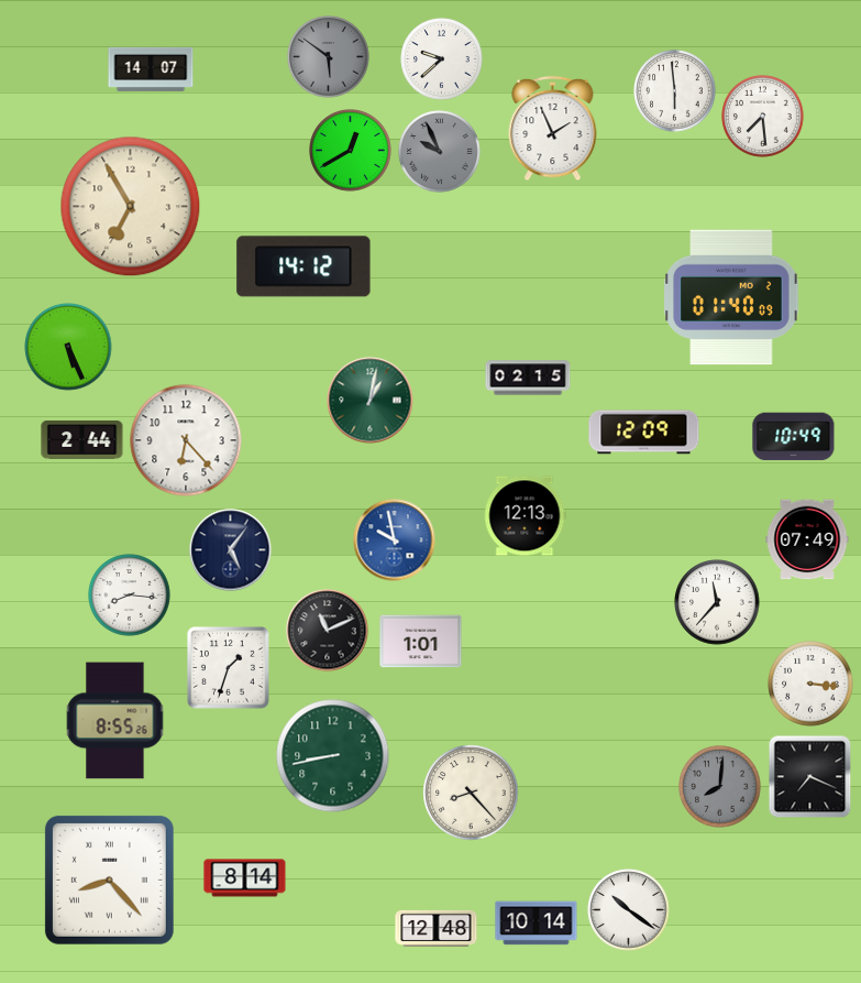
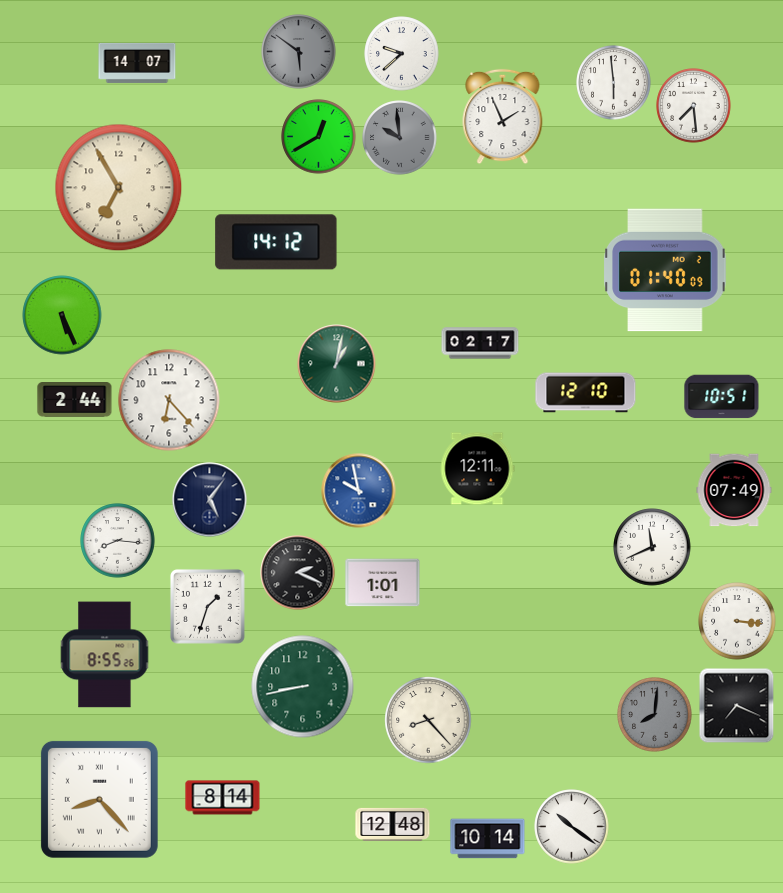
clock at (440, 152): 9:56 -> 9:59
clock at (528, 378): 02:15 -> 02:17
clock at (644, 433): 12:09 -> 12:10
clock at (794, 437): 10:49 -> 10:51
clock at (525, 516): 12:13 -> 12:11
clock at (717, 602): 11:37 -> 11:41
clock at (328, 631): 11:11 -> 2:19
clock at (437, 928) position: (437, 928) -> (393, 824)
